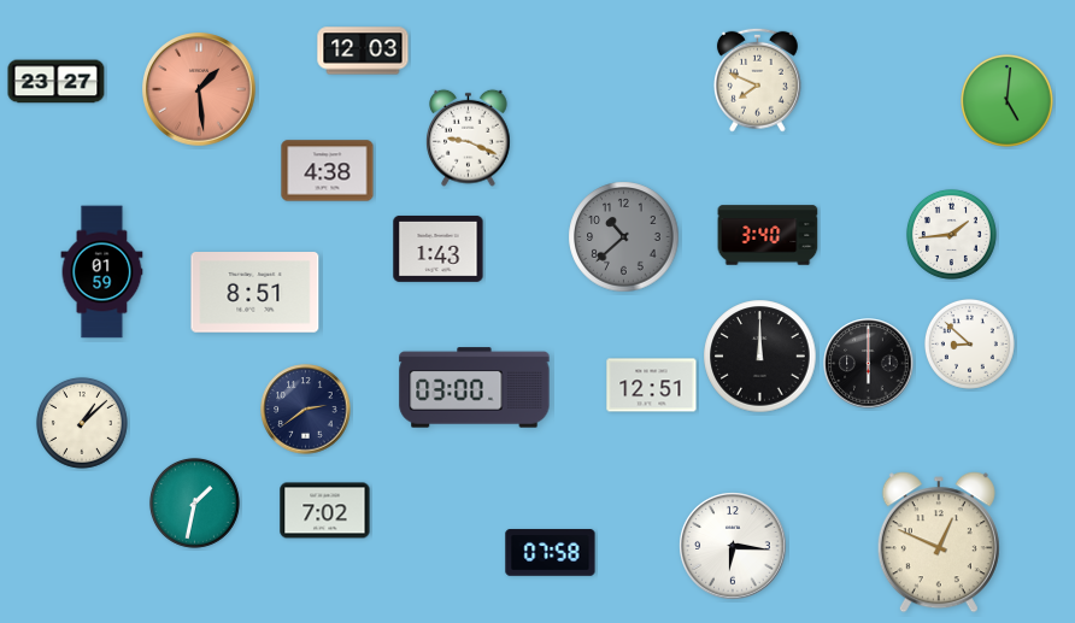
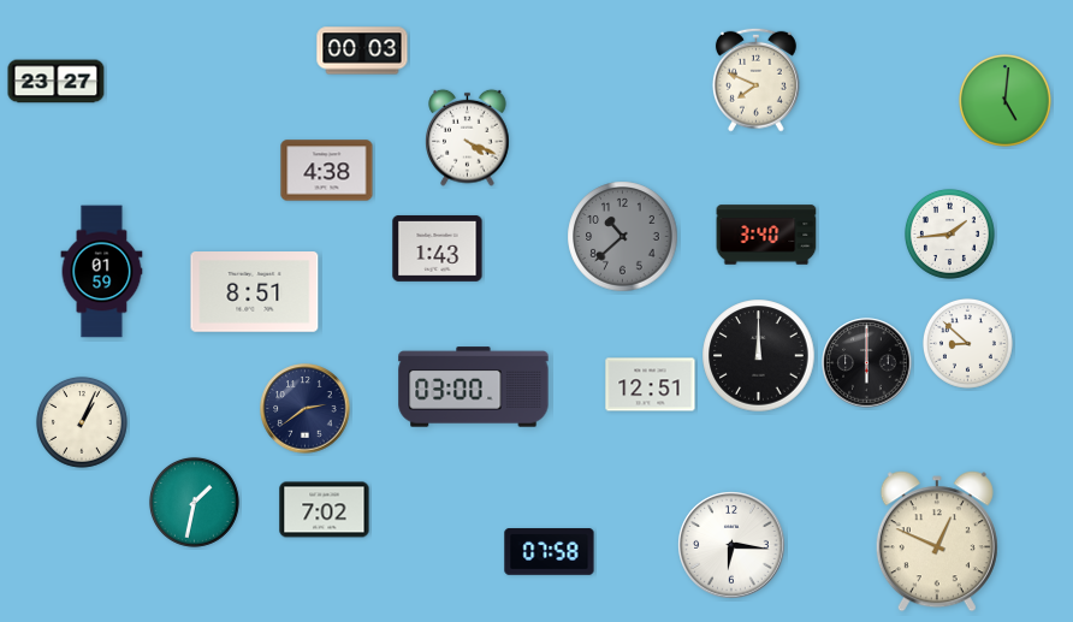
clock at (363, 51): 12:03 -> 00:03
clock at (199, 89): 1:29 -> none
clock at (469, 137): 9:19 -> 4:19
clock at (82, 423): 1:08 -> 1:04
